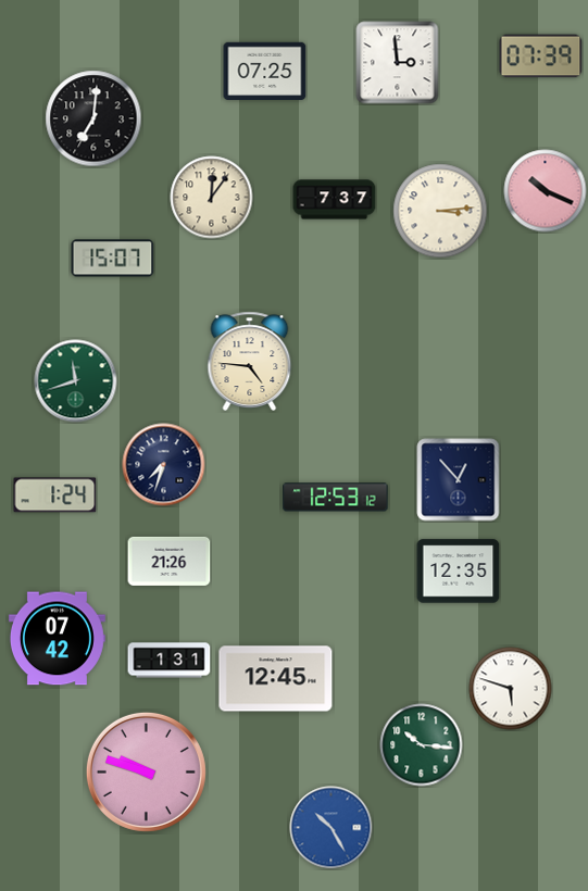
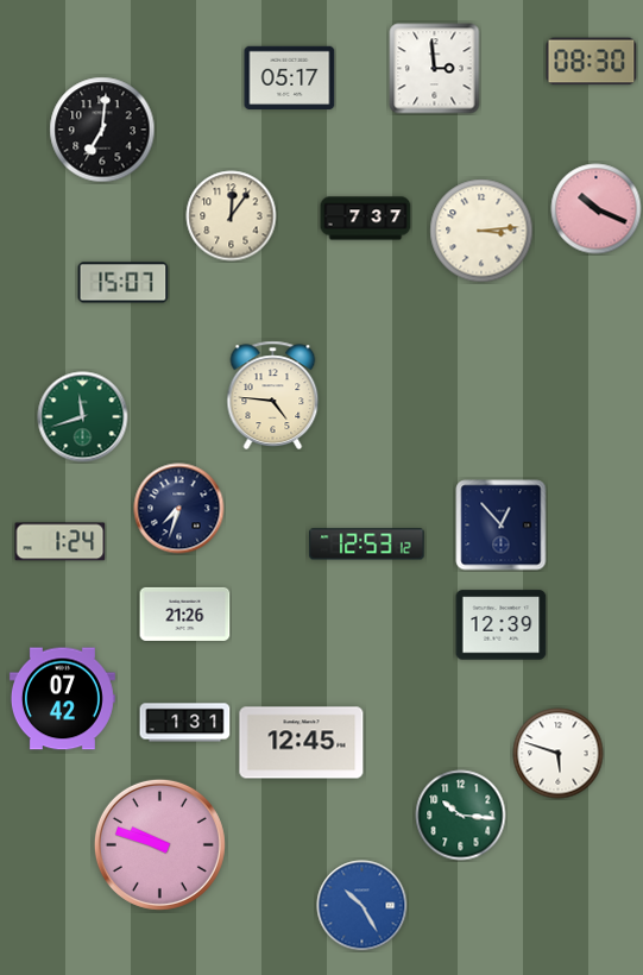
clock at (541, 57): 07:39 -> 08:30
clock at (265, 71): 07:25 -> 05:17
clock at (459, 572): 12:35 -> 12:39
